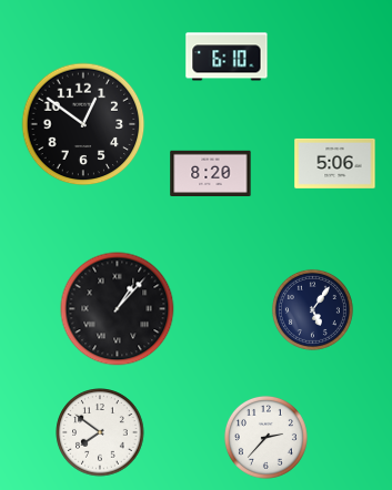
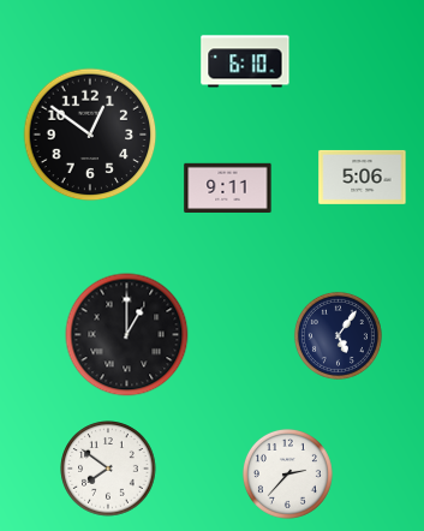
clock at (211, 174): 8:20 -> 9:11
clock at (118, 309): 1:07 -> 1:00
